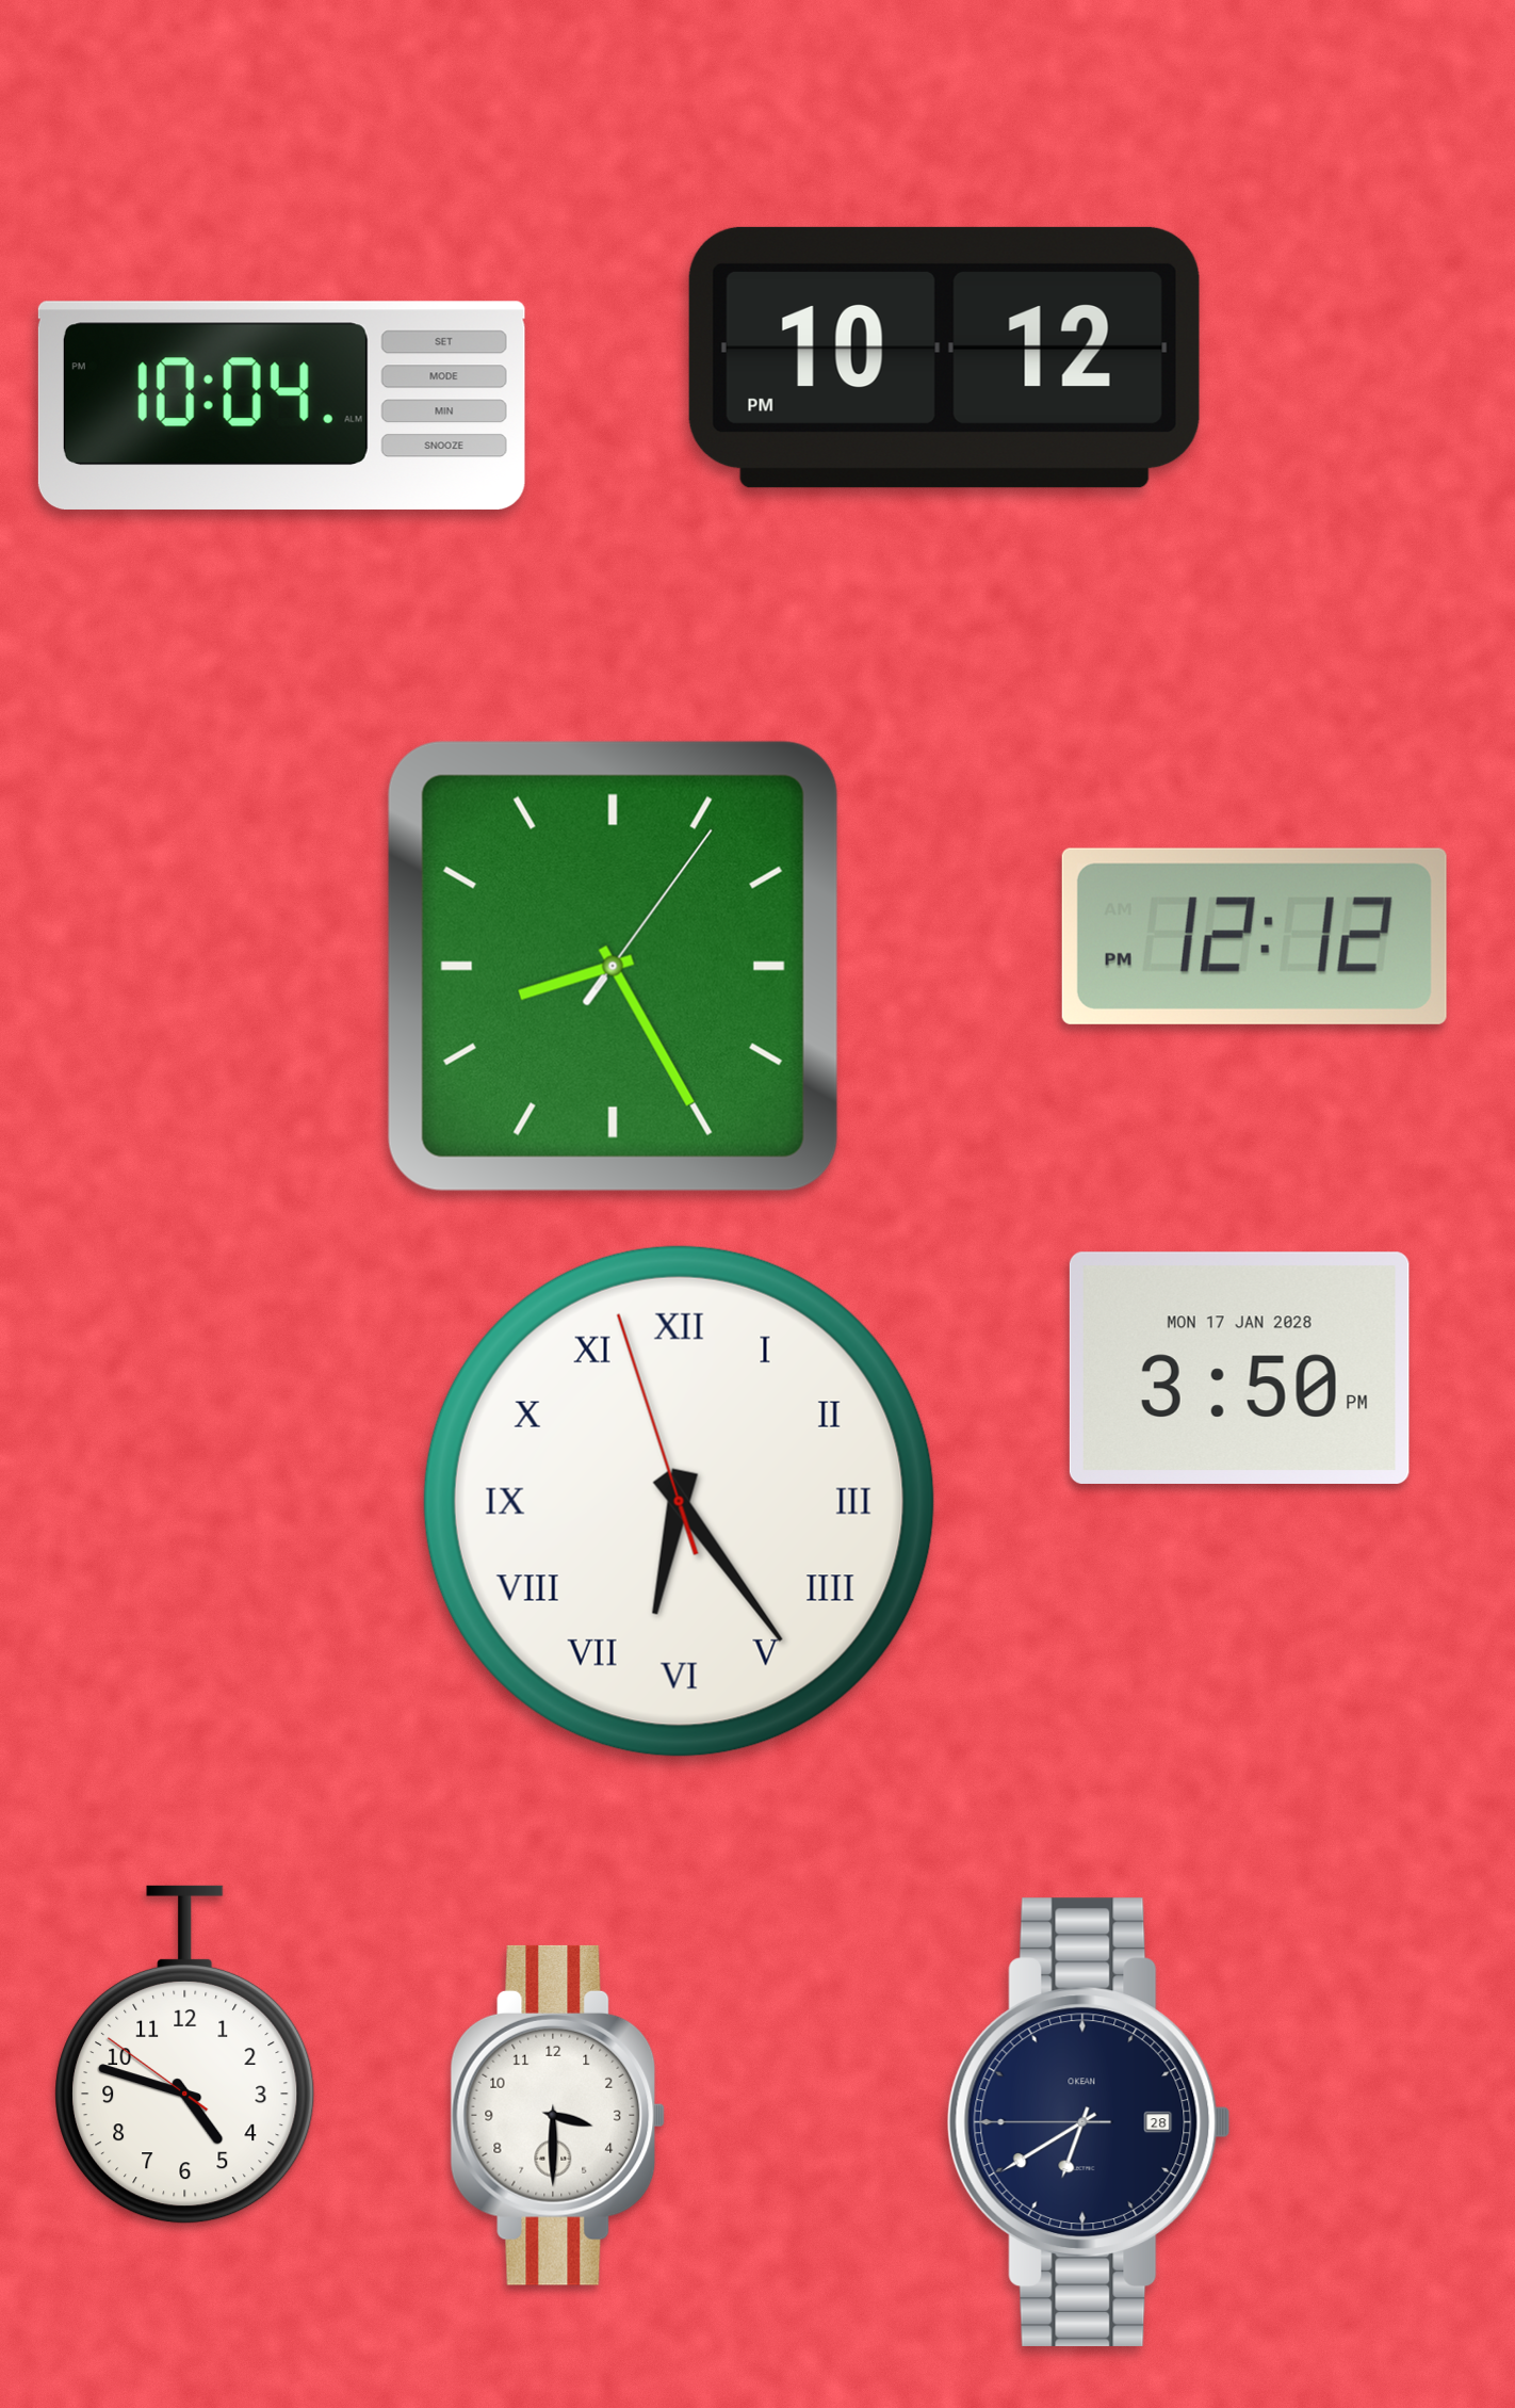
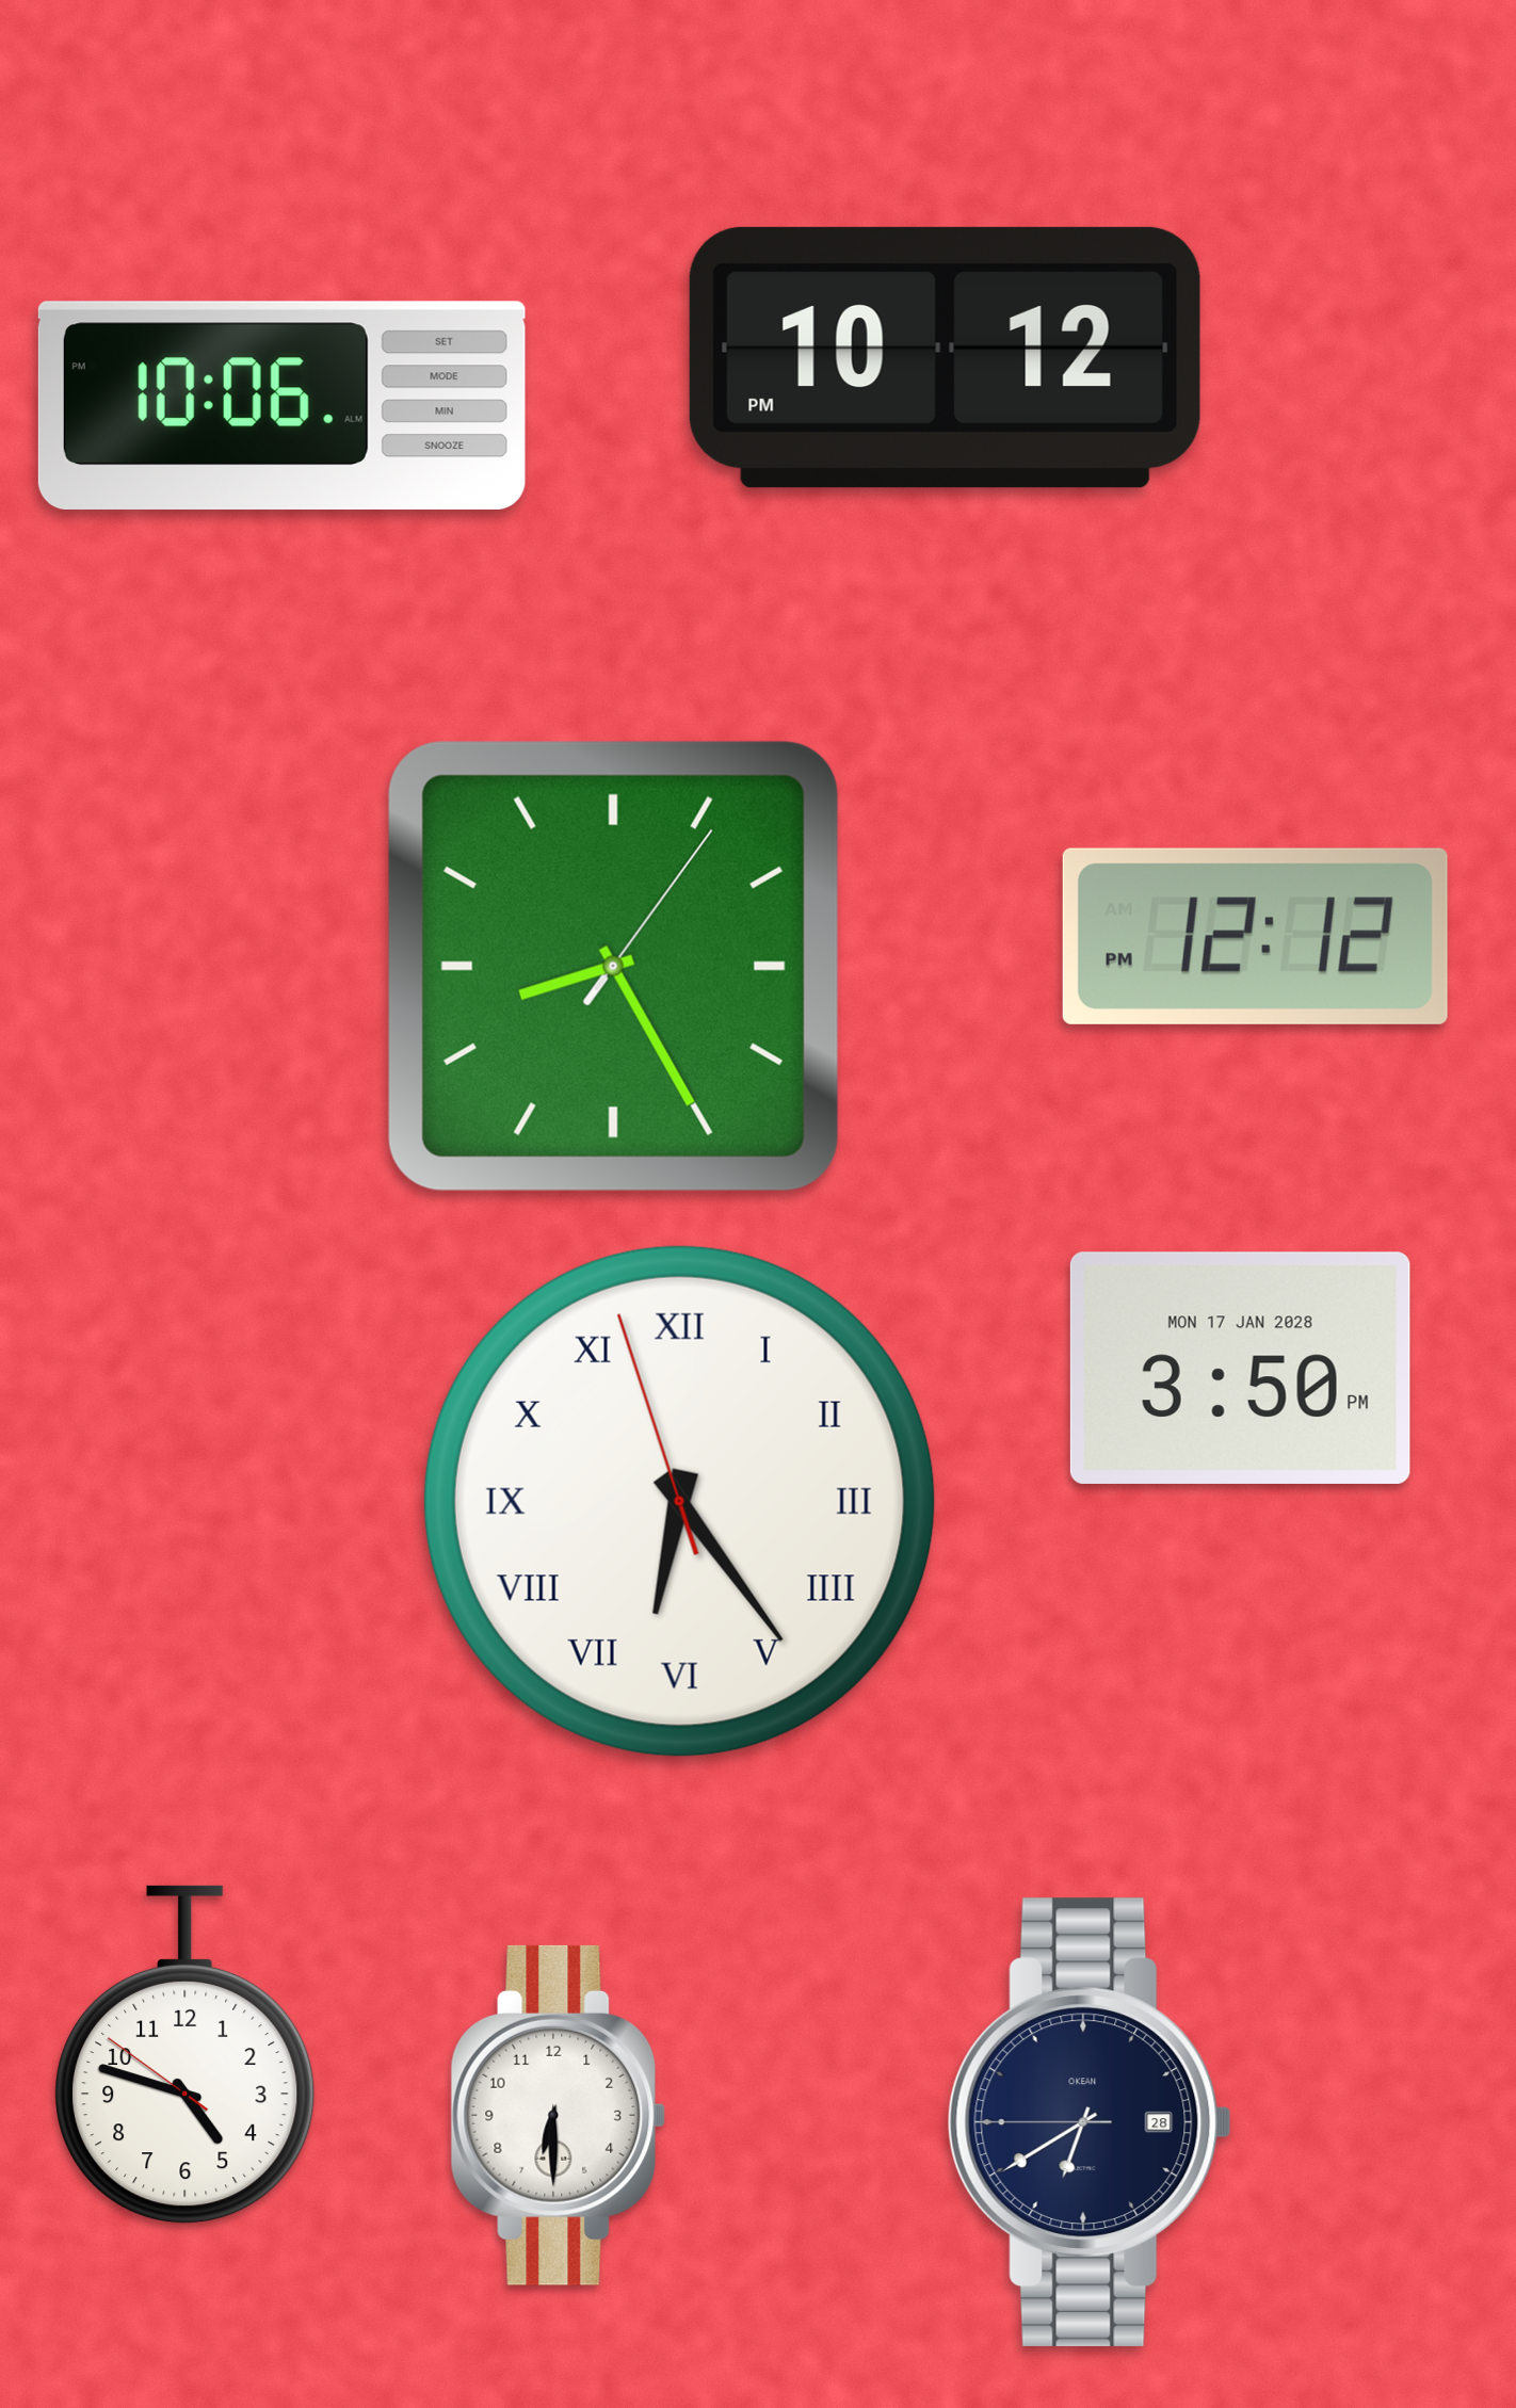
clock at (281, 405): 10:04 -> 10:06
clock at (558, 2115): 3:30 -> 6:30
